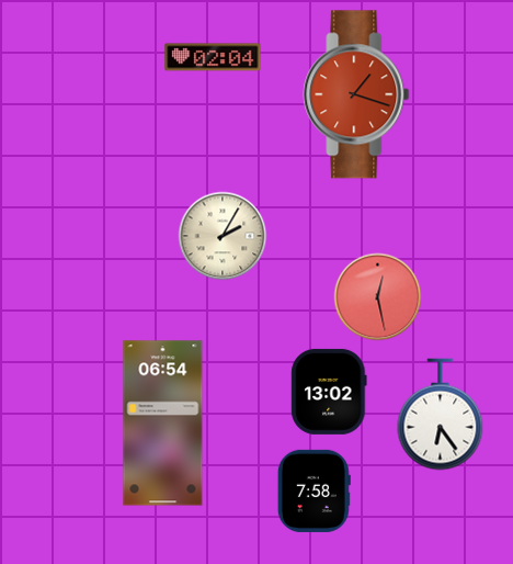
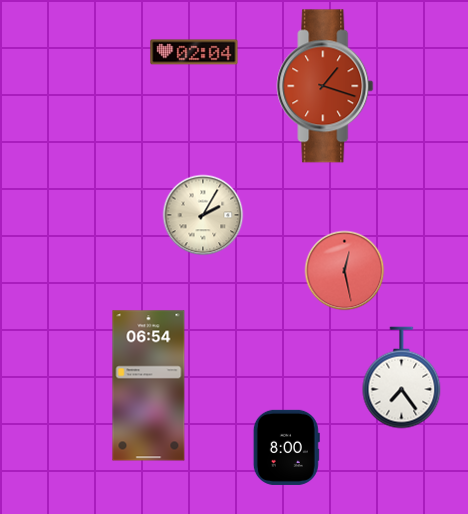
clock at (329, 392): 13:02 -> none
clock at (441, 415): 6:24 -> 7:24
clock at (314, 490): 7:58 -> 8:00
